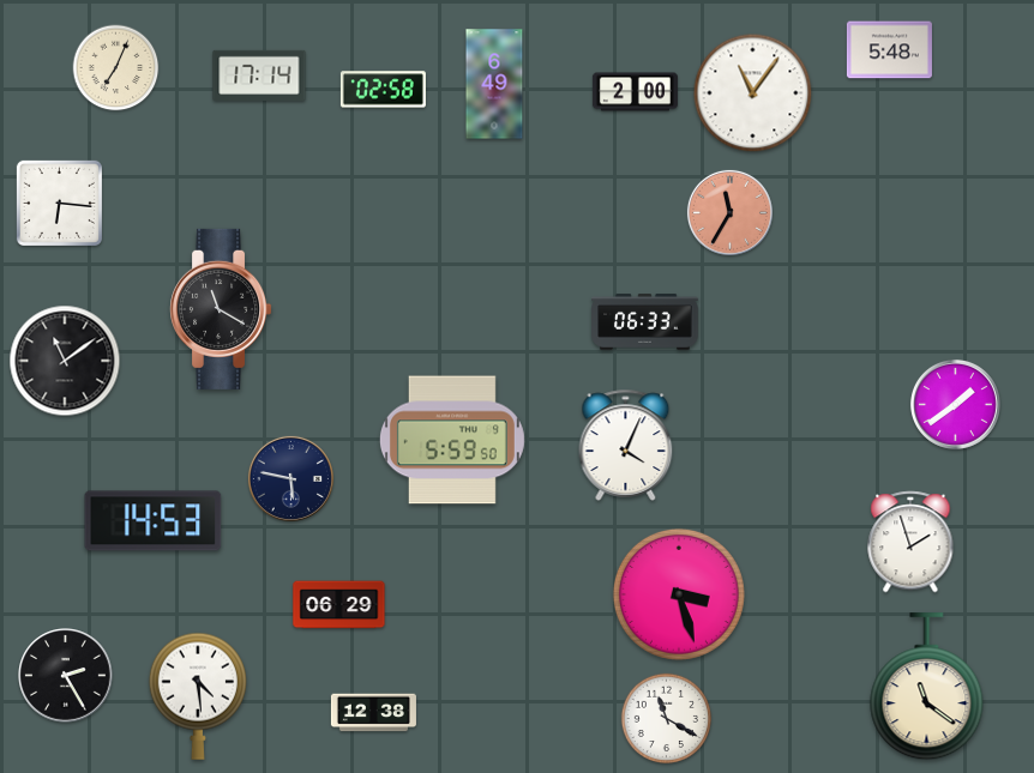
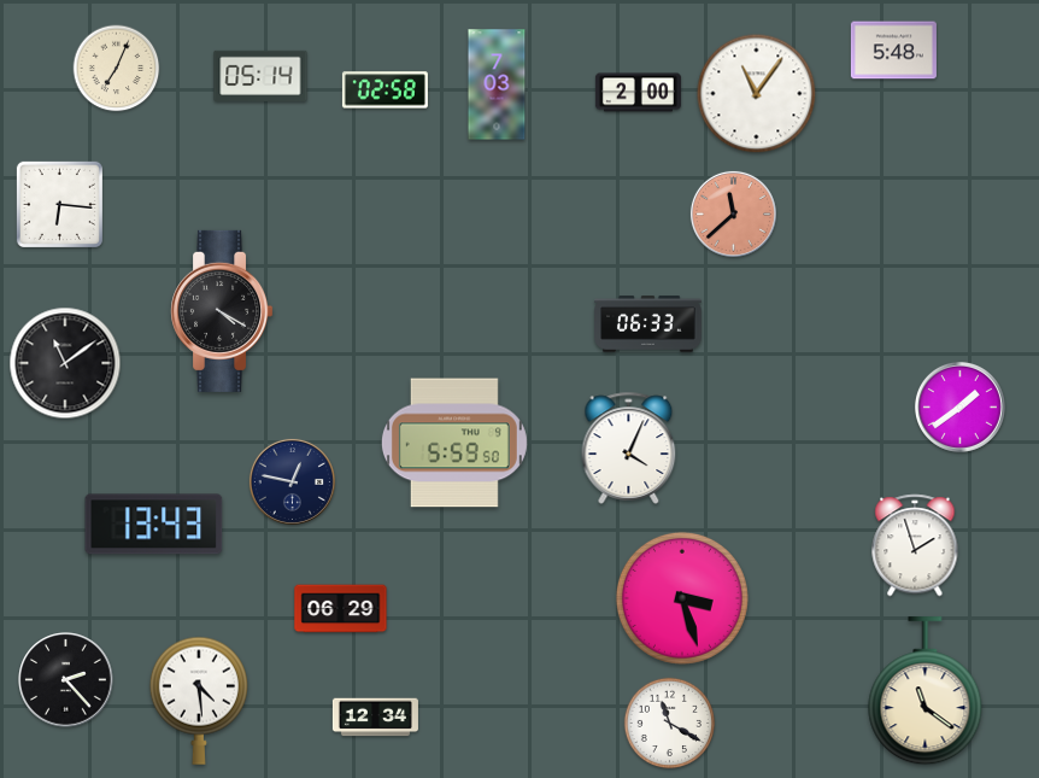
clock at (259, 76): 17:14 -> 05:14
clock at (494, 84): 6:49 -> 7:03
clock at (729, 212): 11:35 -> 11:38
clock at (221, 309): 11:20 -> 4:20
clock at (290, 478): 5:47 -> 12:47
clock at (154, 521): 14:53 -> 13:43
clock at (66, 676): 2:25 -> 2:23
clock at (927, 687) position: (927, 687) -> (926, 691)
clock at (373, 713): 12:38 -> 12:34
